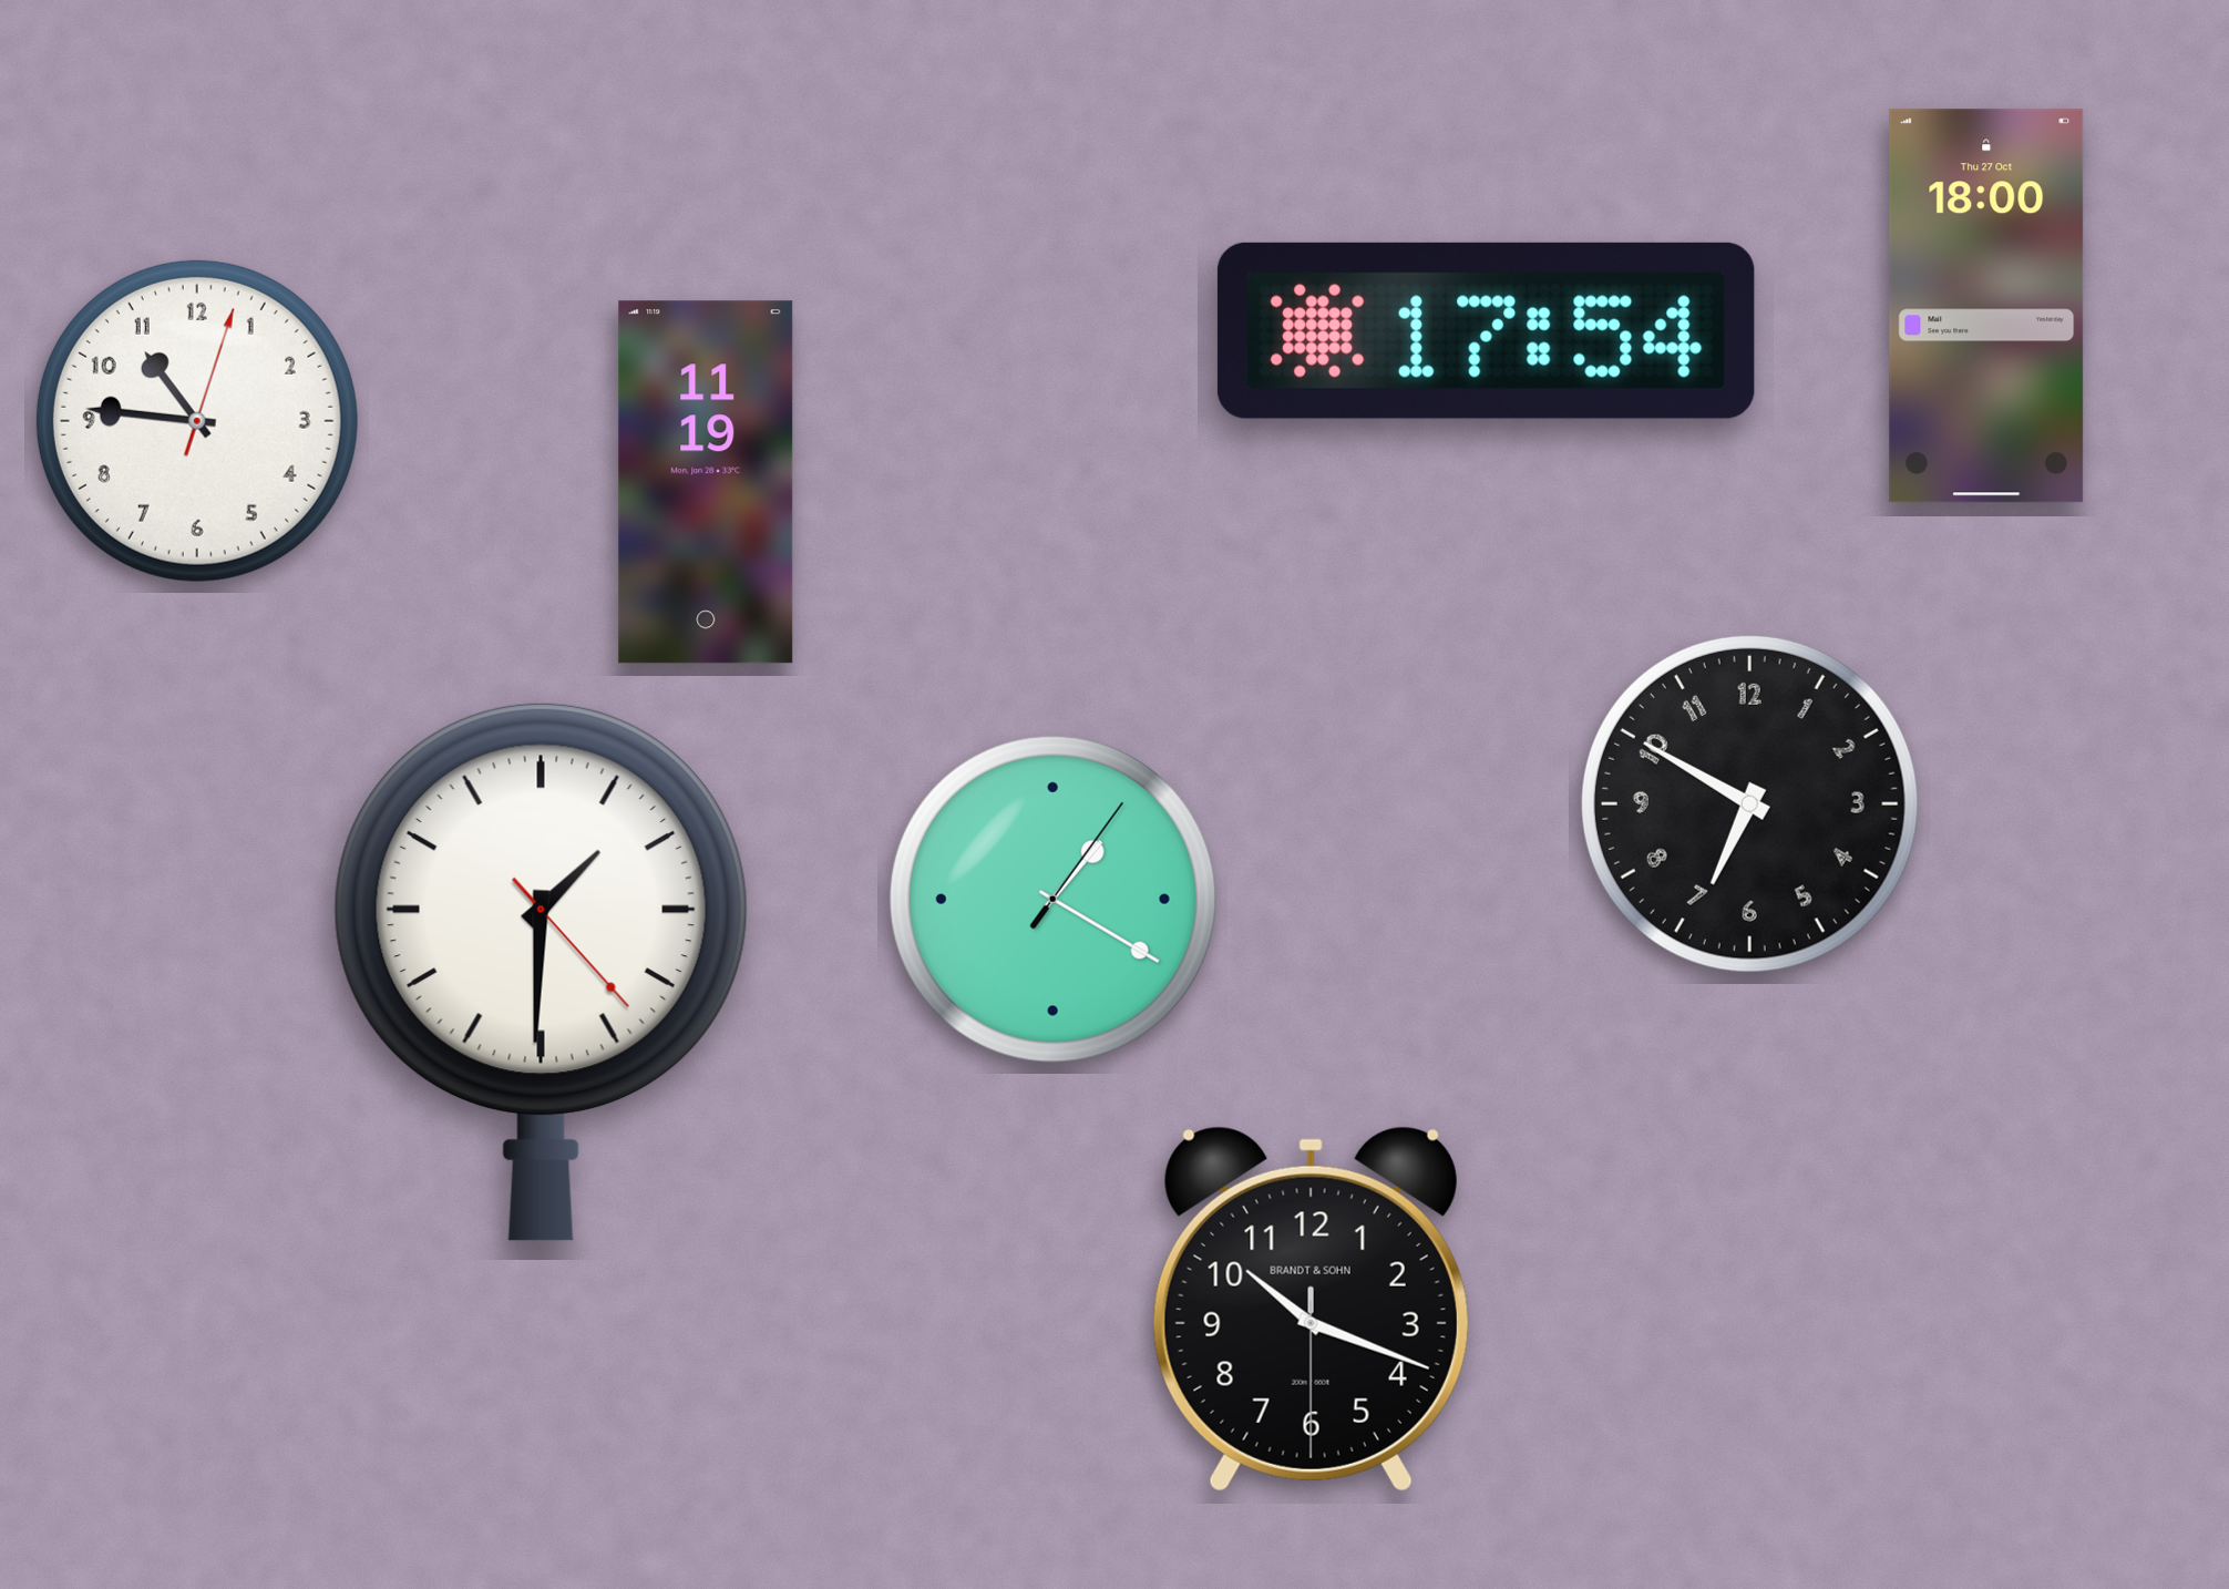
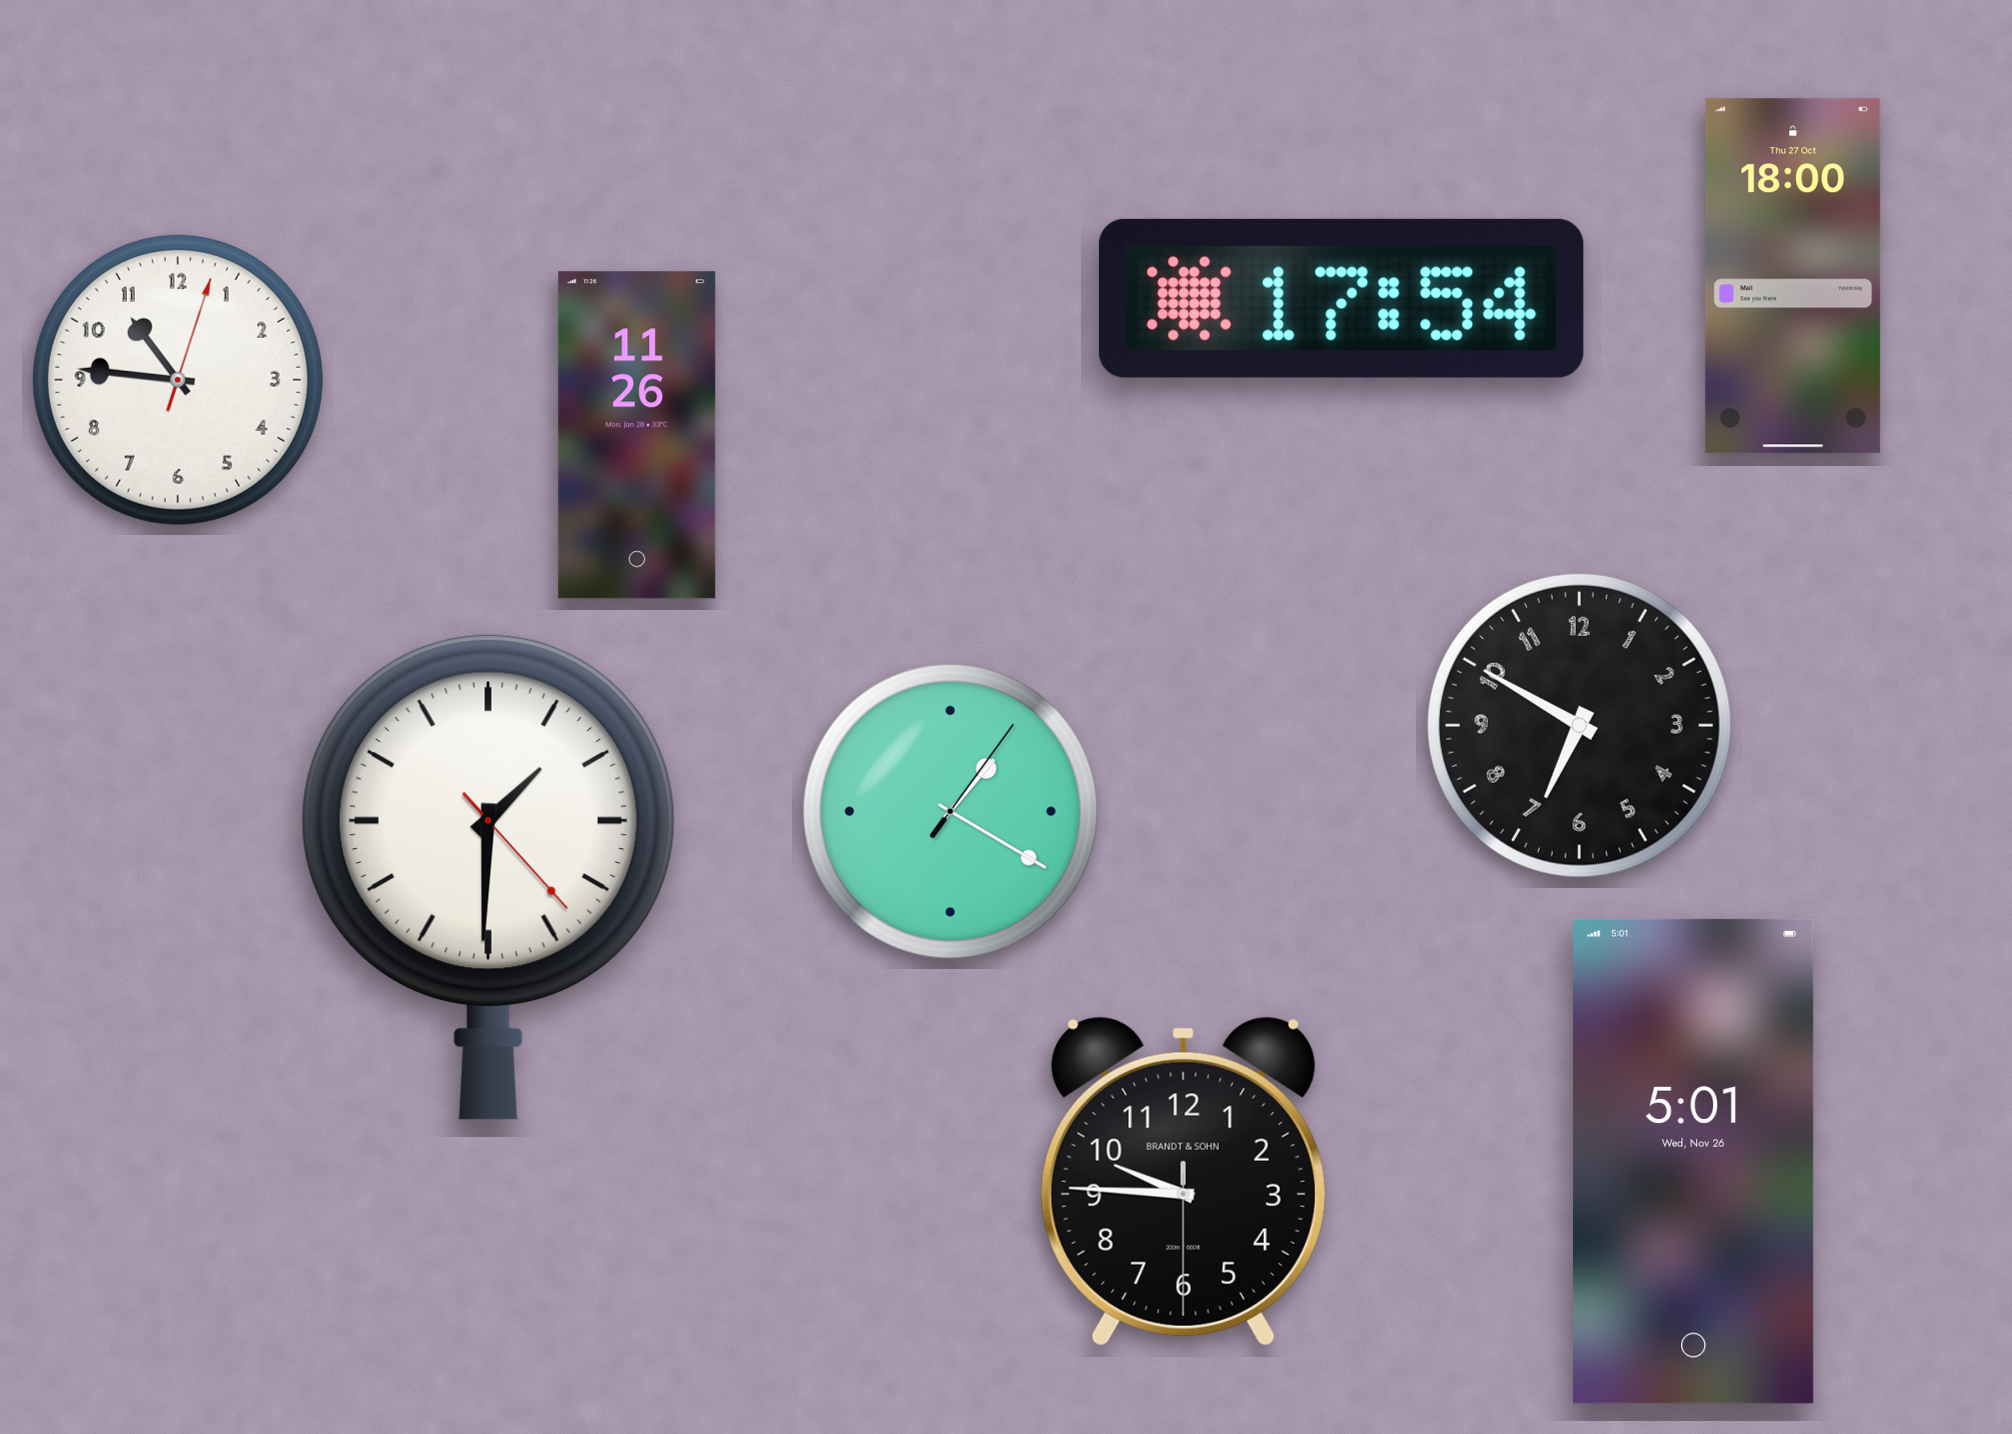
clock at (706, 482): 11:19 -> 11:26
clock at (1694, 1161): none -> 5:01
clock at (1311, 1309): 10:18 -> 9:45
